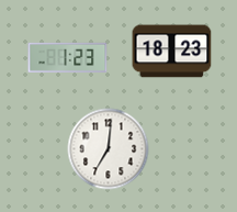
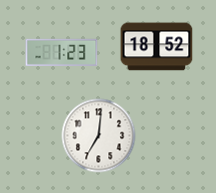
clock at (172, 52): 18:23 -> 18:52
